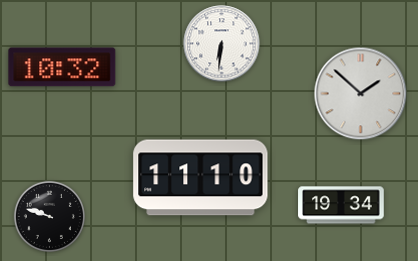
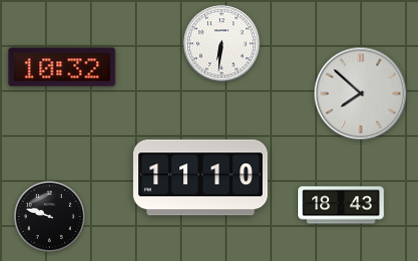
clock at (361, 94): 1:52 -> 7:52
clock at (341, 205): 19:34 -> 18:43
